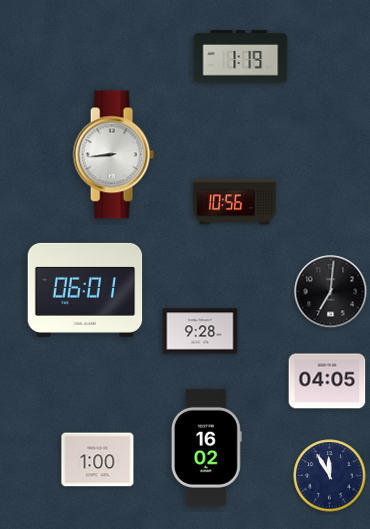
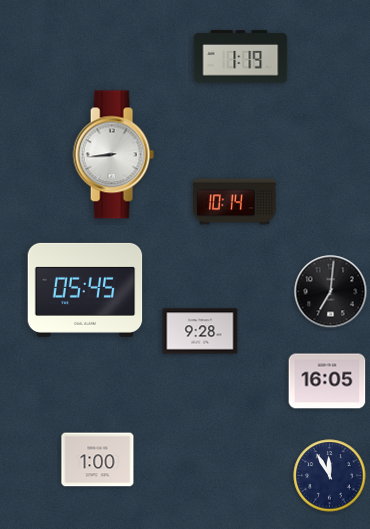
clock at (235, 202): 10:56 -> 10:14
clock at (85, 290): 06:01 -> 05:45
clock at (327, 381): 04:05 -> 16:05
clock at (206, 447): 16:02 -> none
